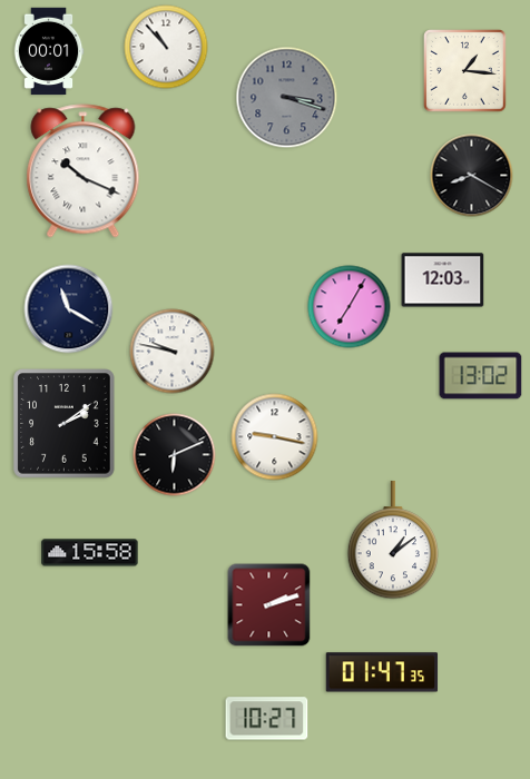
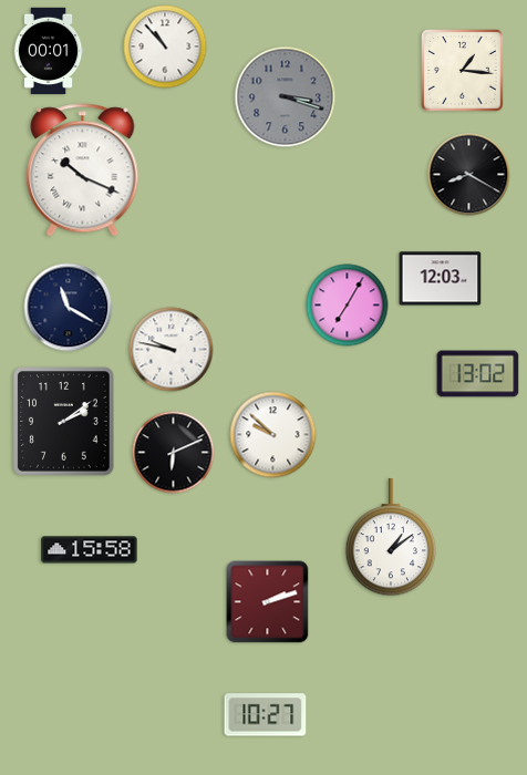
clock at (275, 437): 9:17 -> 9:52
clock at (382, 672): 01:47 -> none
